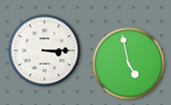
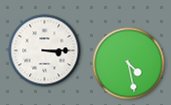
clock at (129, 64): 4:58 -> 4:28
